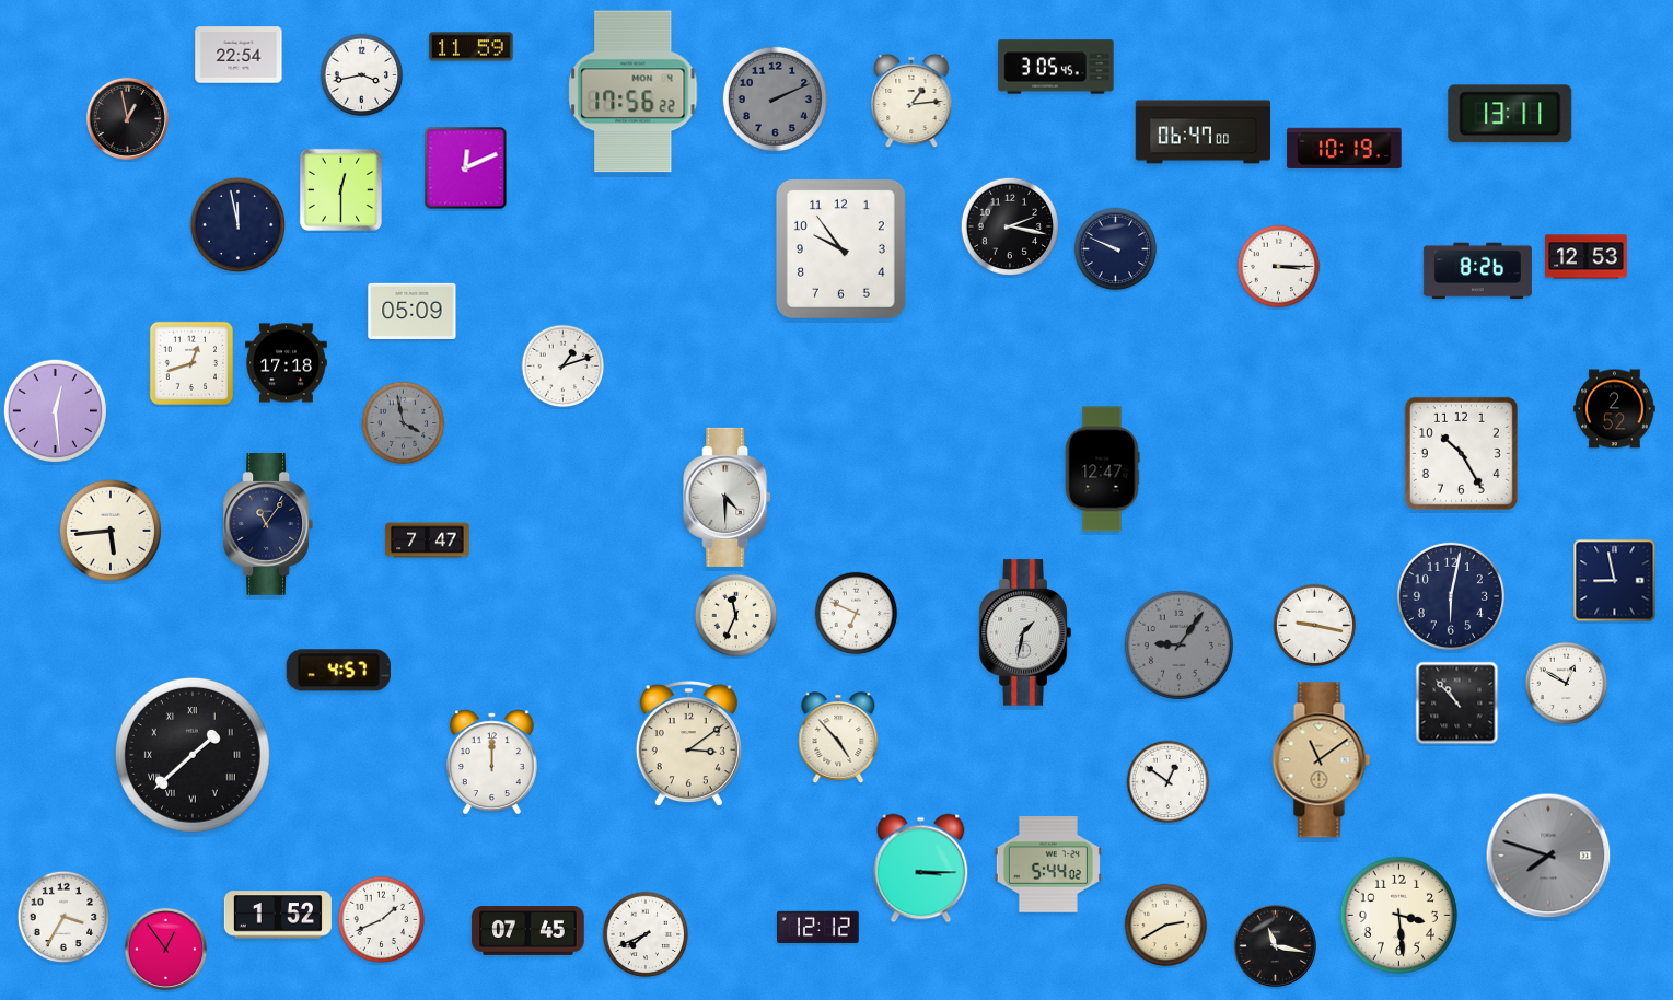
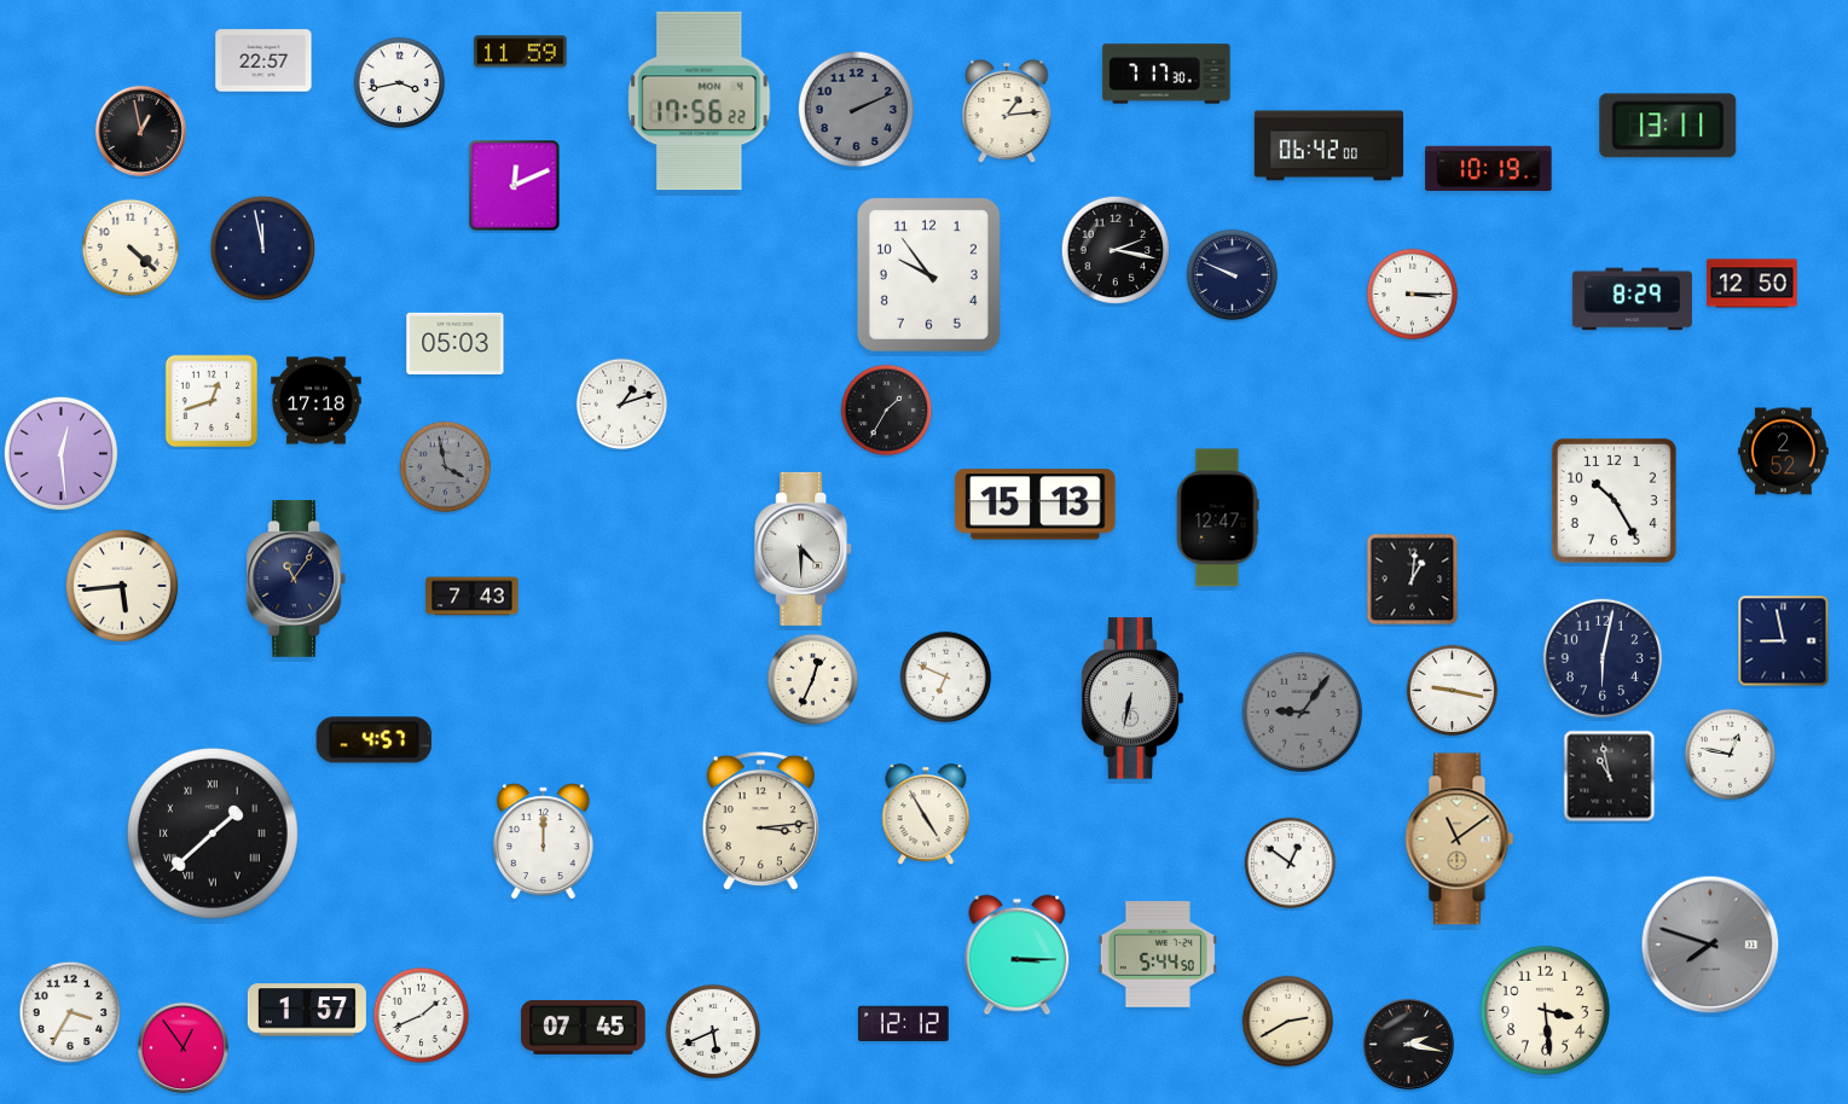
clock at (239, 55): 22:54 -> 22:57
clock at (1056, 67): 3:05 -> 7:17
clock at (1204, 132): 06:47 -> 06:42
clock at (1345, 148) position: (1345, 148) -> (1489, 168)
clock at (340, 189): 12:30 -> none
clock at (131, 248): none -> 4:22
clock at (1587, 257): 12:53 -> 12:50
clock at (1477, 271): 8:26 -> 8:29
clock at (413, 311): 05:09 -> 05:03
clock at (887, 411): none -> 1:35
clock at (1036, 505): none -> 15:13
clock at (1413, 580): none -> 1:01
clock at (428, 540): 7:47 -> 7:43
clock at (736, 616): 11:34 -> 12:34
clock at (1025, 632): 1:32 -> 6:32
clock at (1567, 684): 12:50 -> 12:47
clock at (1457, 704): 10:53 -> 10:58
clock at (838, 739): 4:53 -> 4:55
clock at (688, 745): 3:09 -> 3:14
clock at (1048, 864): 5:44:02 -> 5:44:50
clock at (921, 869) position: (921, 869) -> (1018, 955)
clock at (278, 915): 1:52 -> 1:57
clock at (646, 934): 7:41 -> 5:41
clock at (1275, 945): 11:17 -> 2:17
